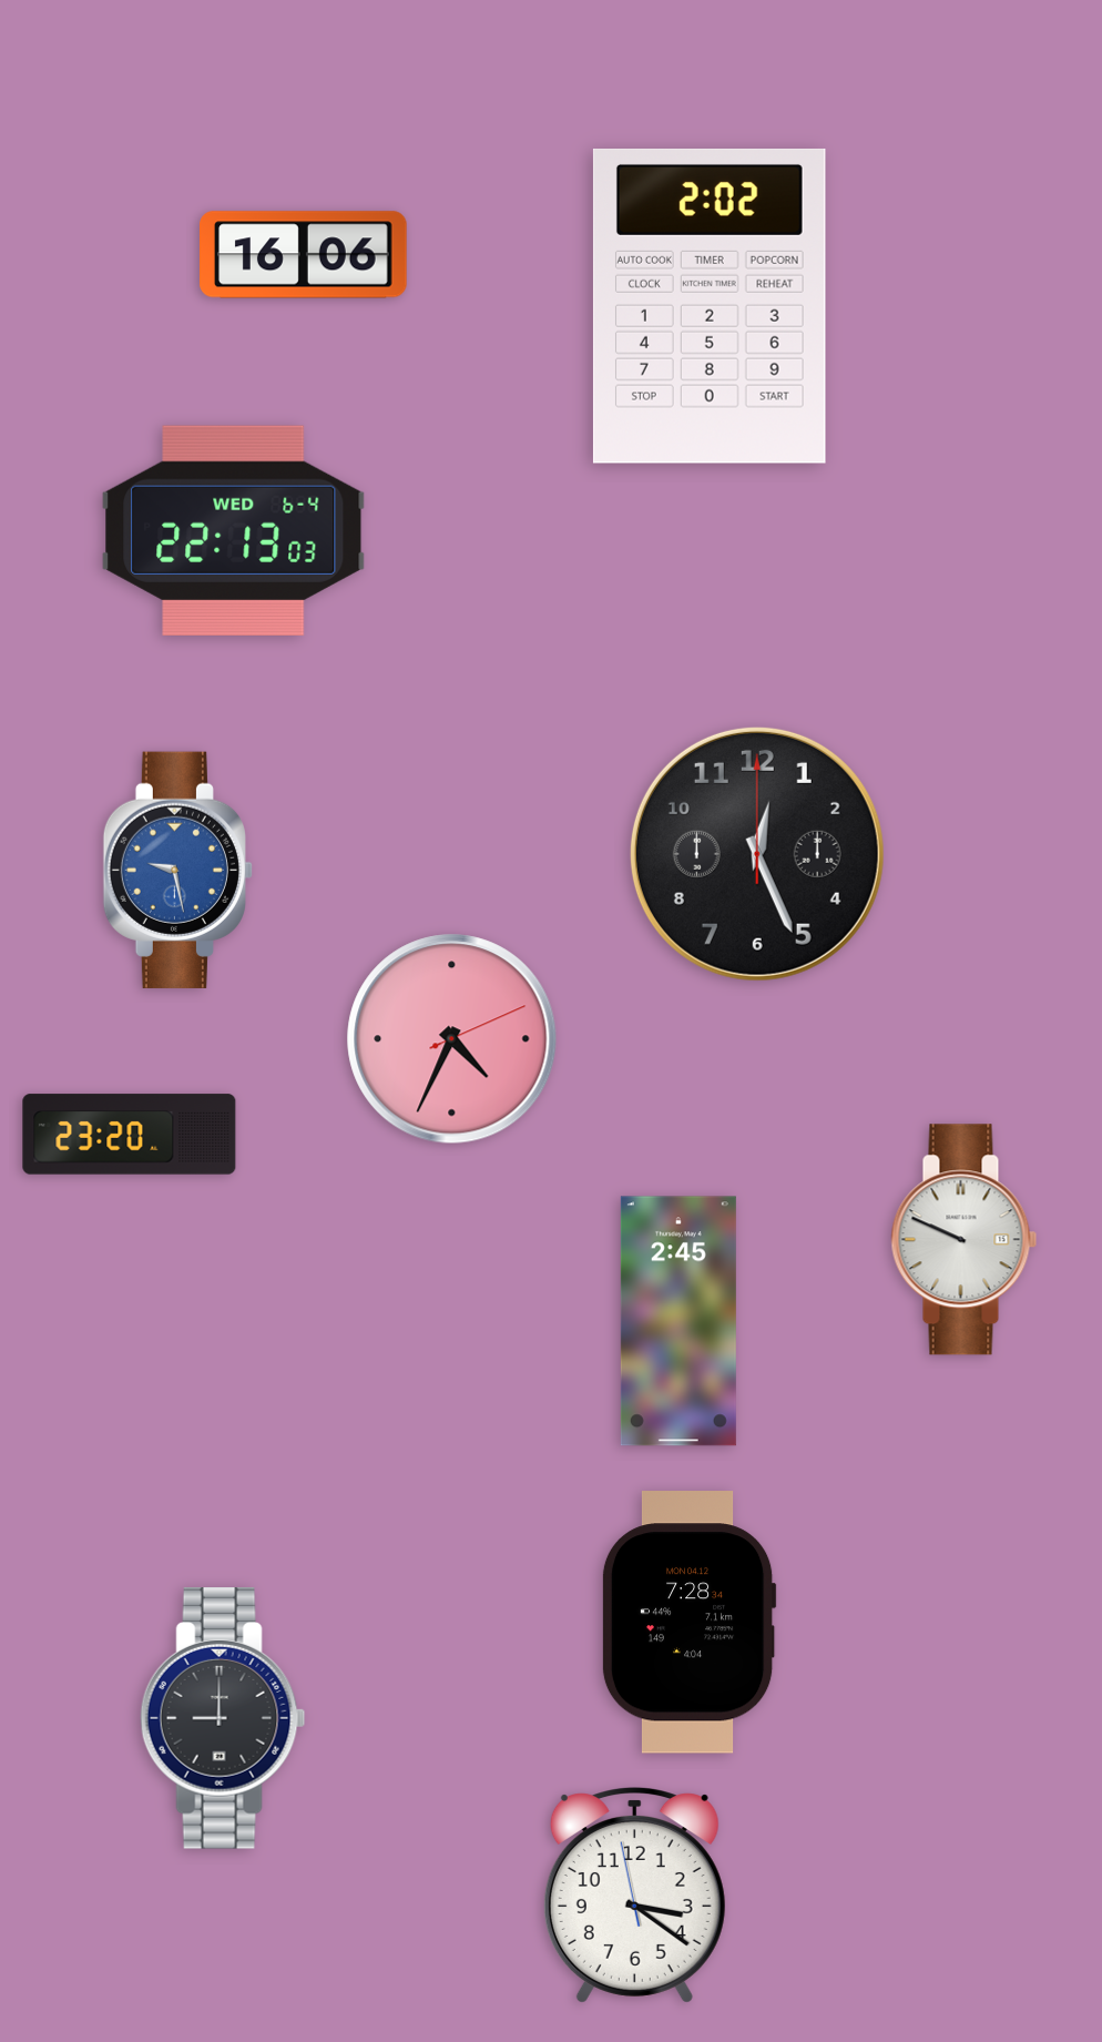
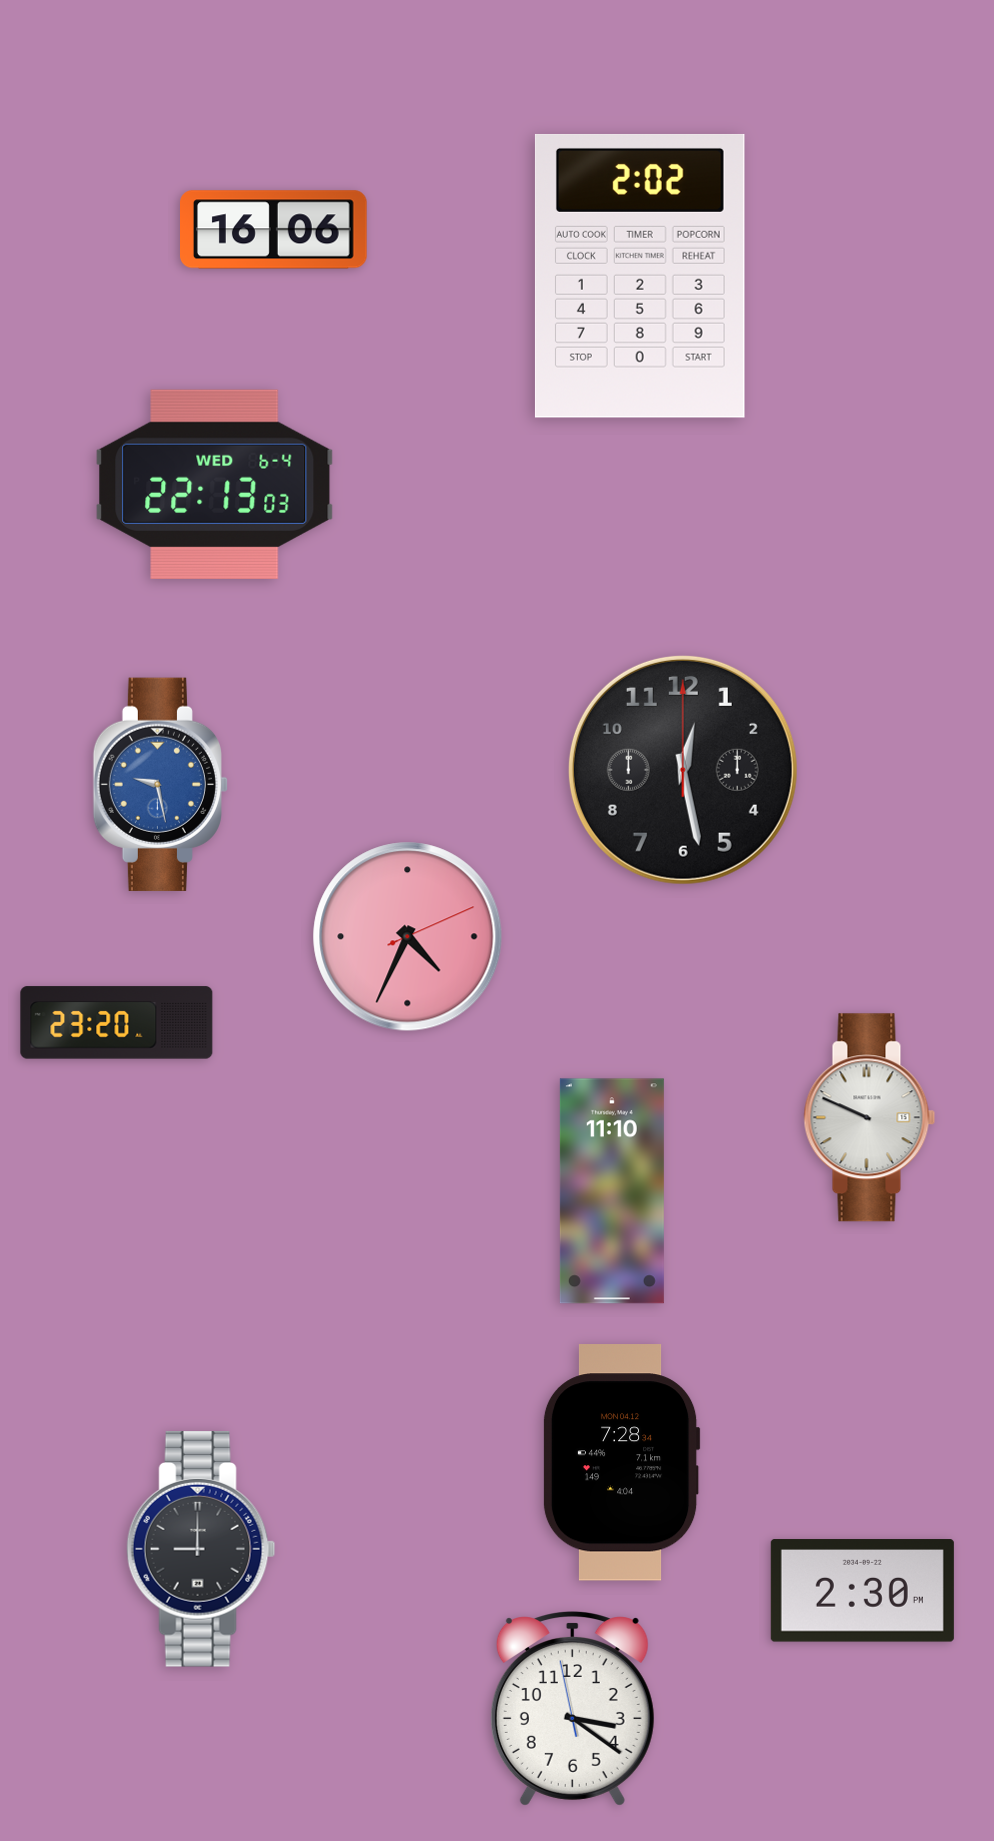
clock at (234, 530) position: (234, 530) -> (215, 484)
clock at (757, 854): 12:26 -> 12:28
clock at (678, 1321): 2:45 -> 11:10
clock at (862, 1591): none -> 2:30
